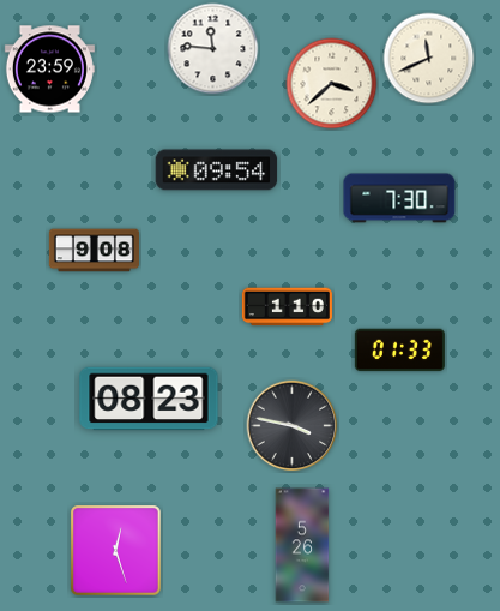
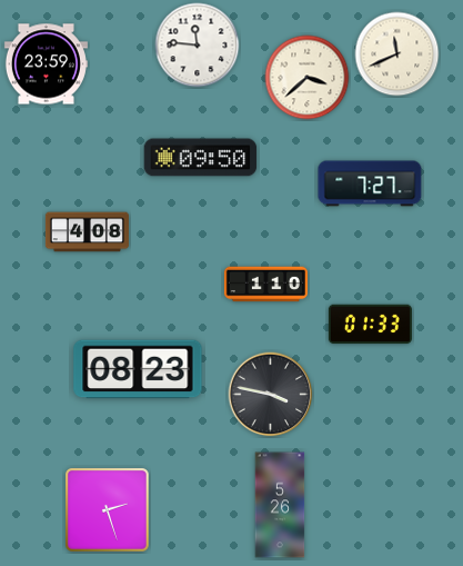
clock at (217, 170): 09:54 -> 09:50
clock at (399, 198): 7:30 -> 7:27
clock at (94, 251): 9:08 -> 4:08
clock at (116, 551): 12:27 -> 2:27
